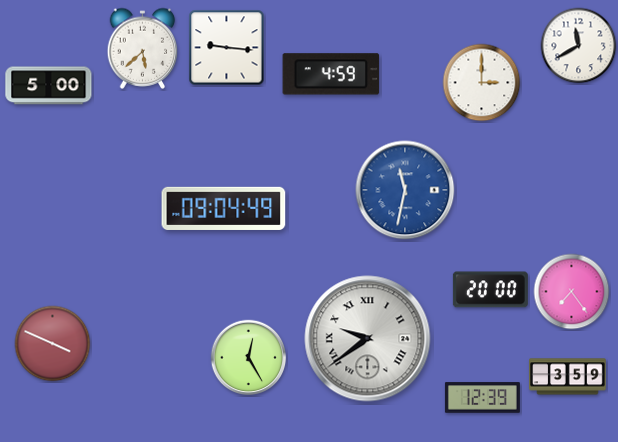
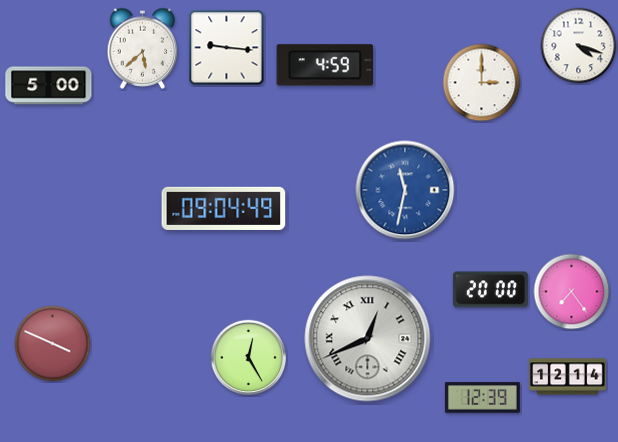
clock at (579, 46): 11:40 -> 4:18
clock at (331, 74) position: (331, 74) -> (325, 65)
clock at (368, 339): 9:39 -> 12:41
clock at (568, 377): 3:59 -> 12:14
